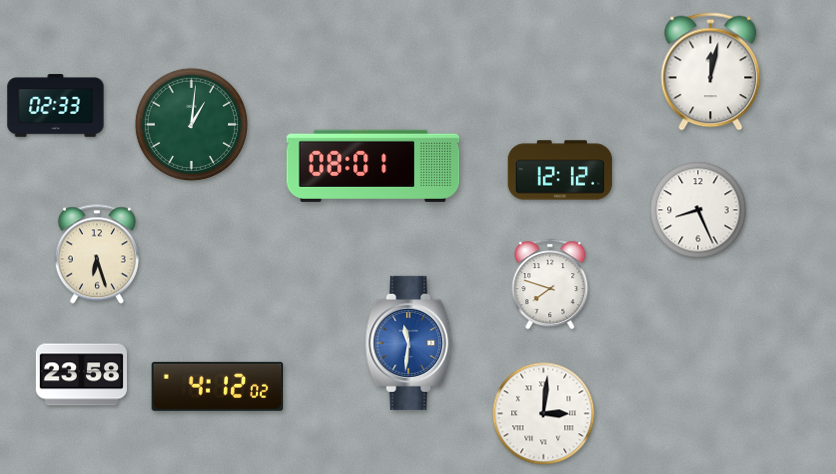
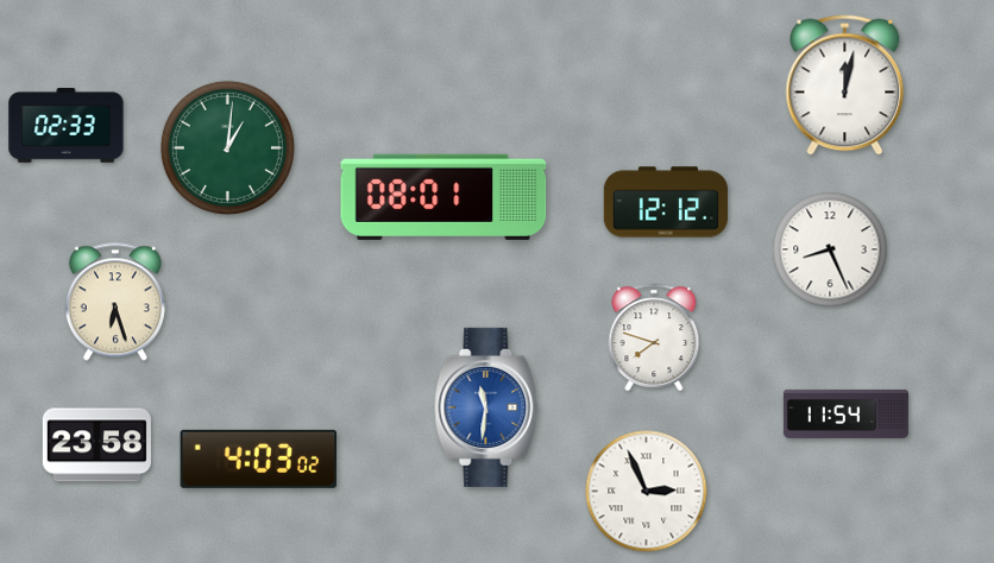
clock at (845, 413): none -> 11:54
clock at (218, 386): 4:12 -> 4:03
clock at (544, 414): 3:01 -> 2:56
